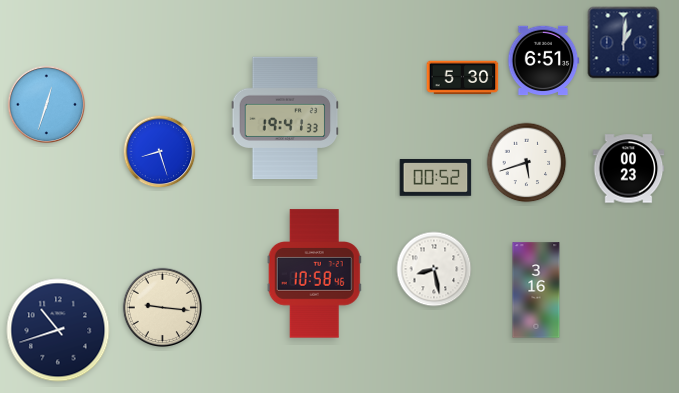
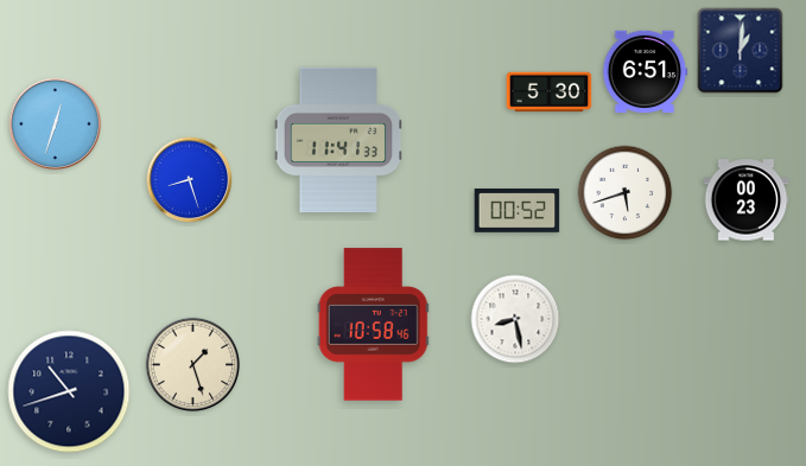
clock at (285, 118): 19:41 -> 11:41
clock at (536, 290): 3:16 -> none
clock at (163, 308): 9:16 -> 1:27
